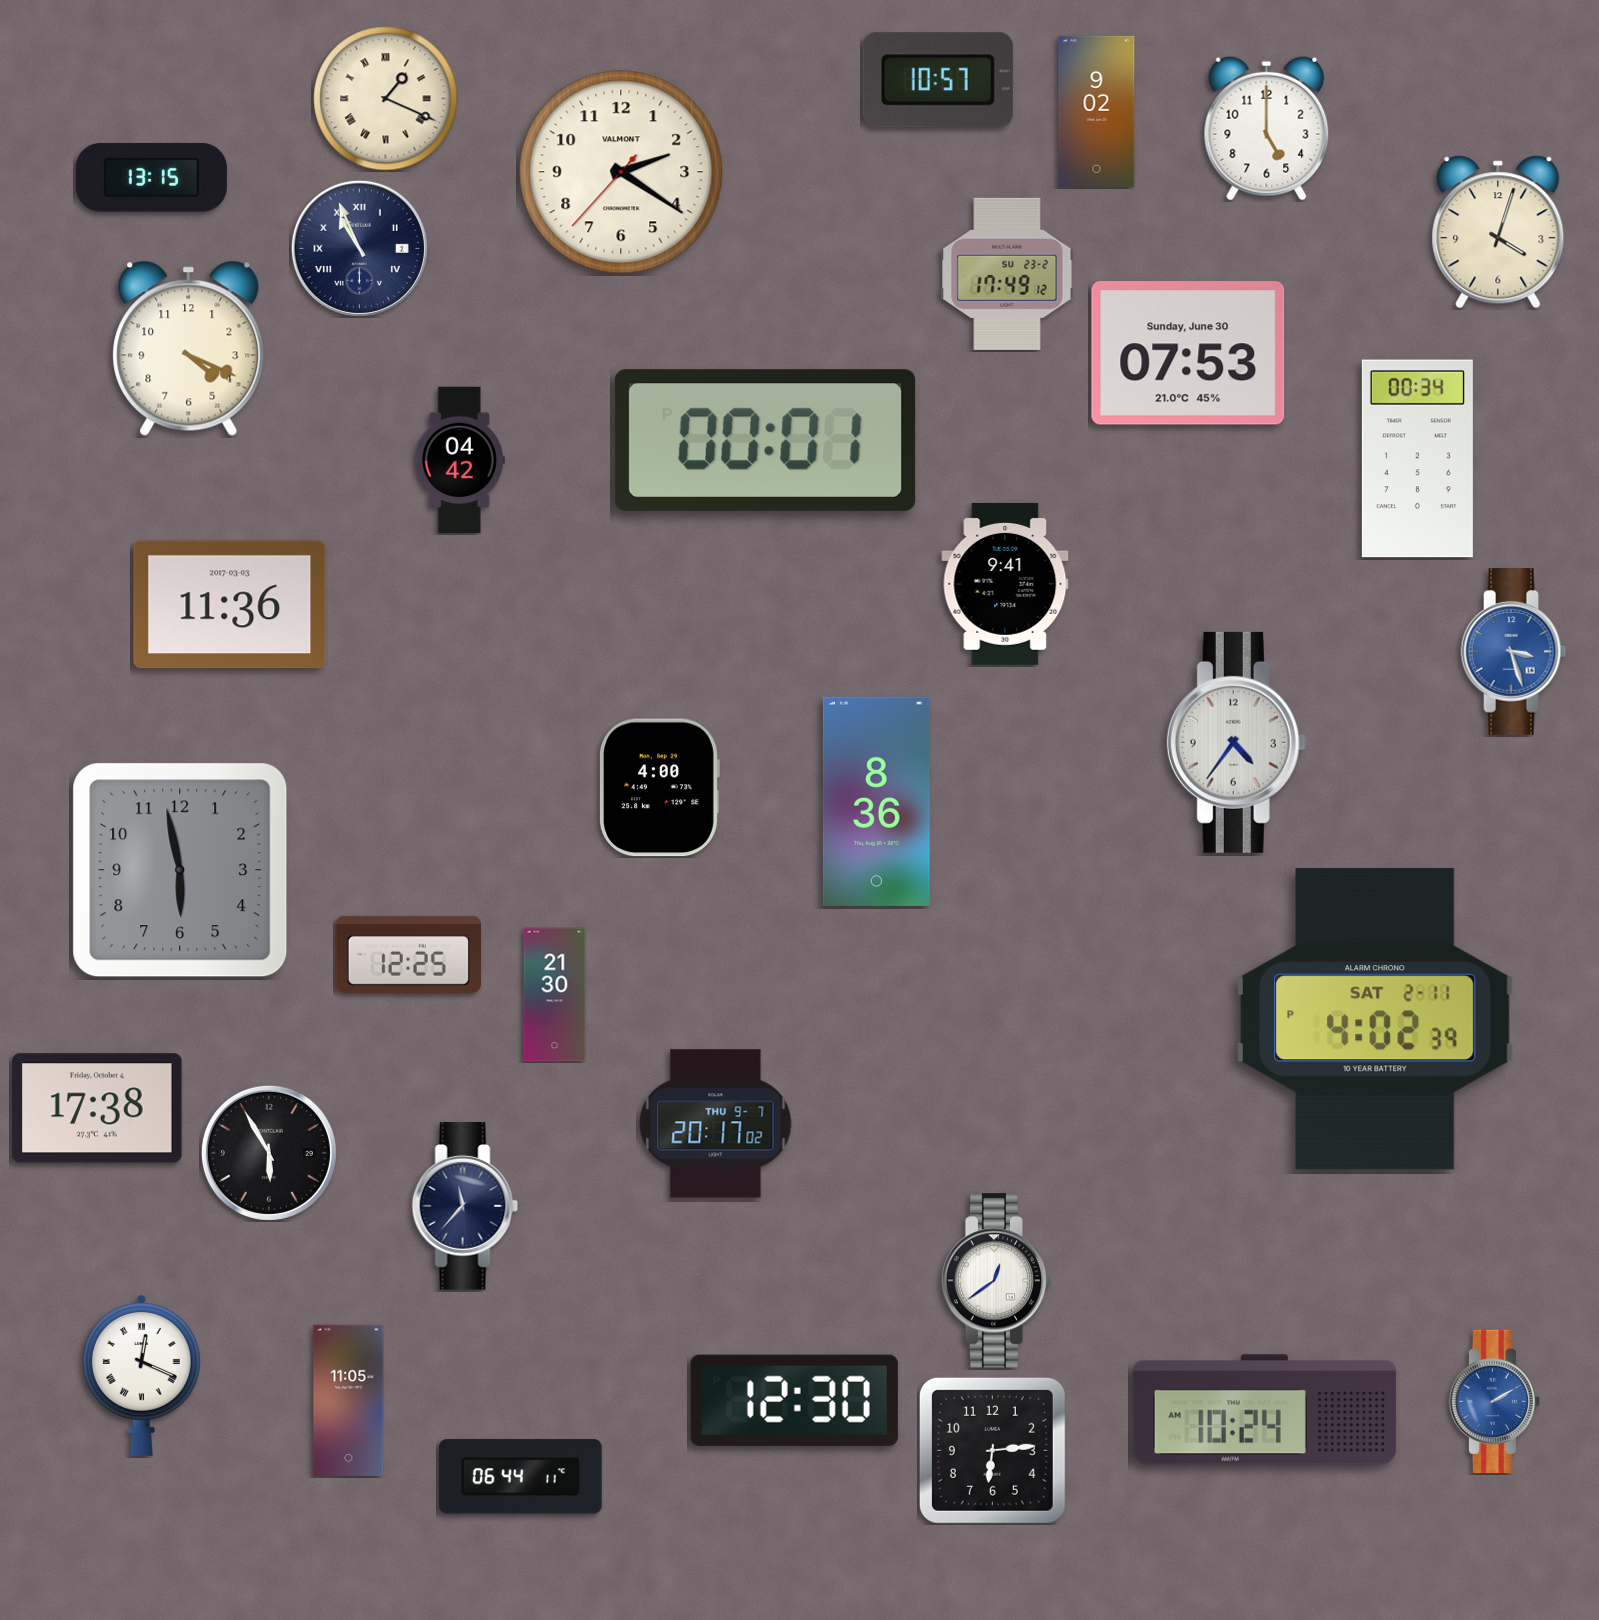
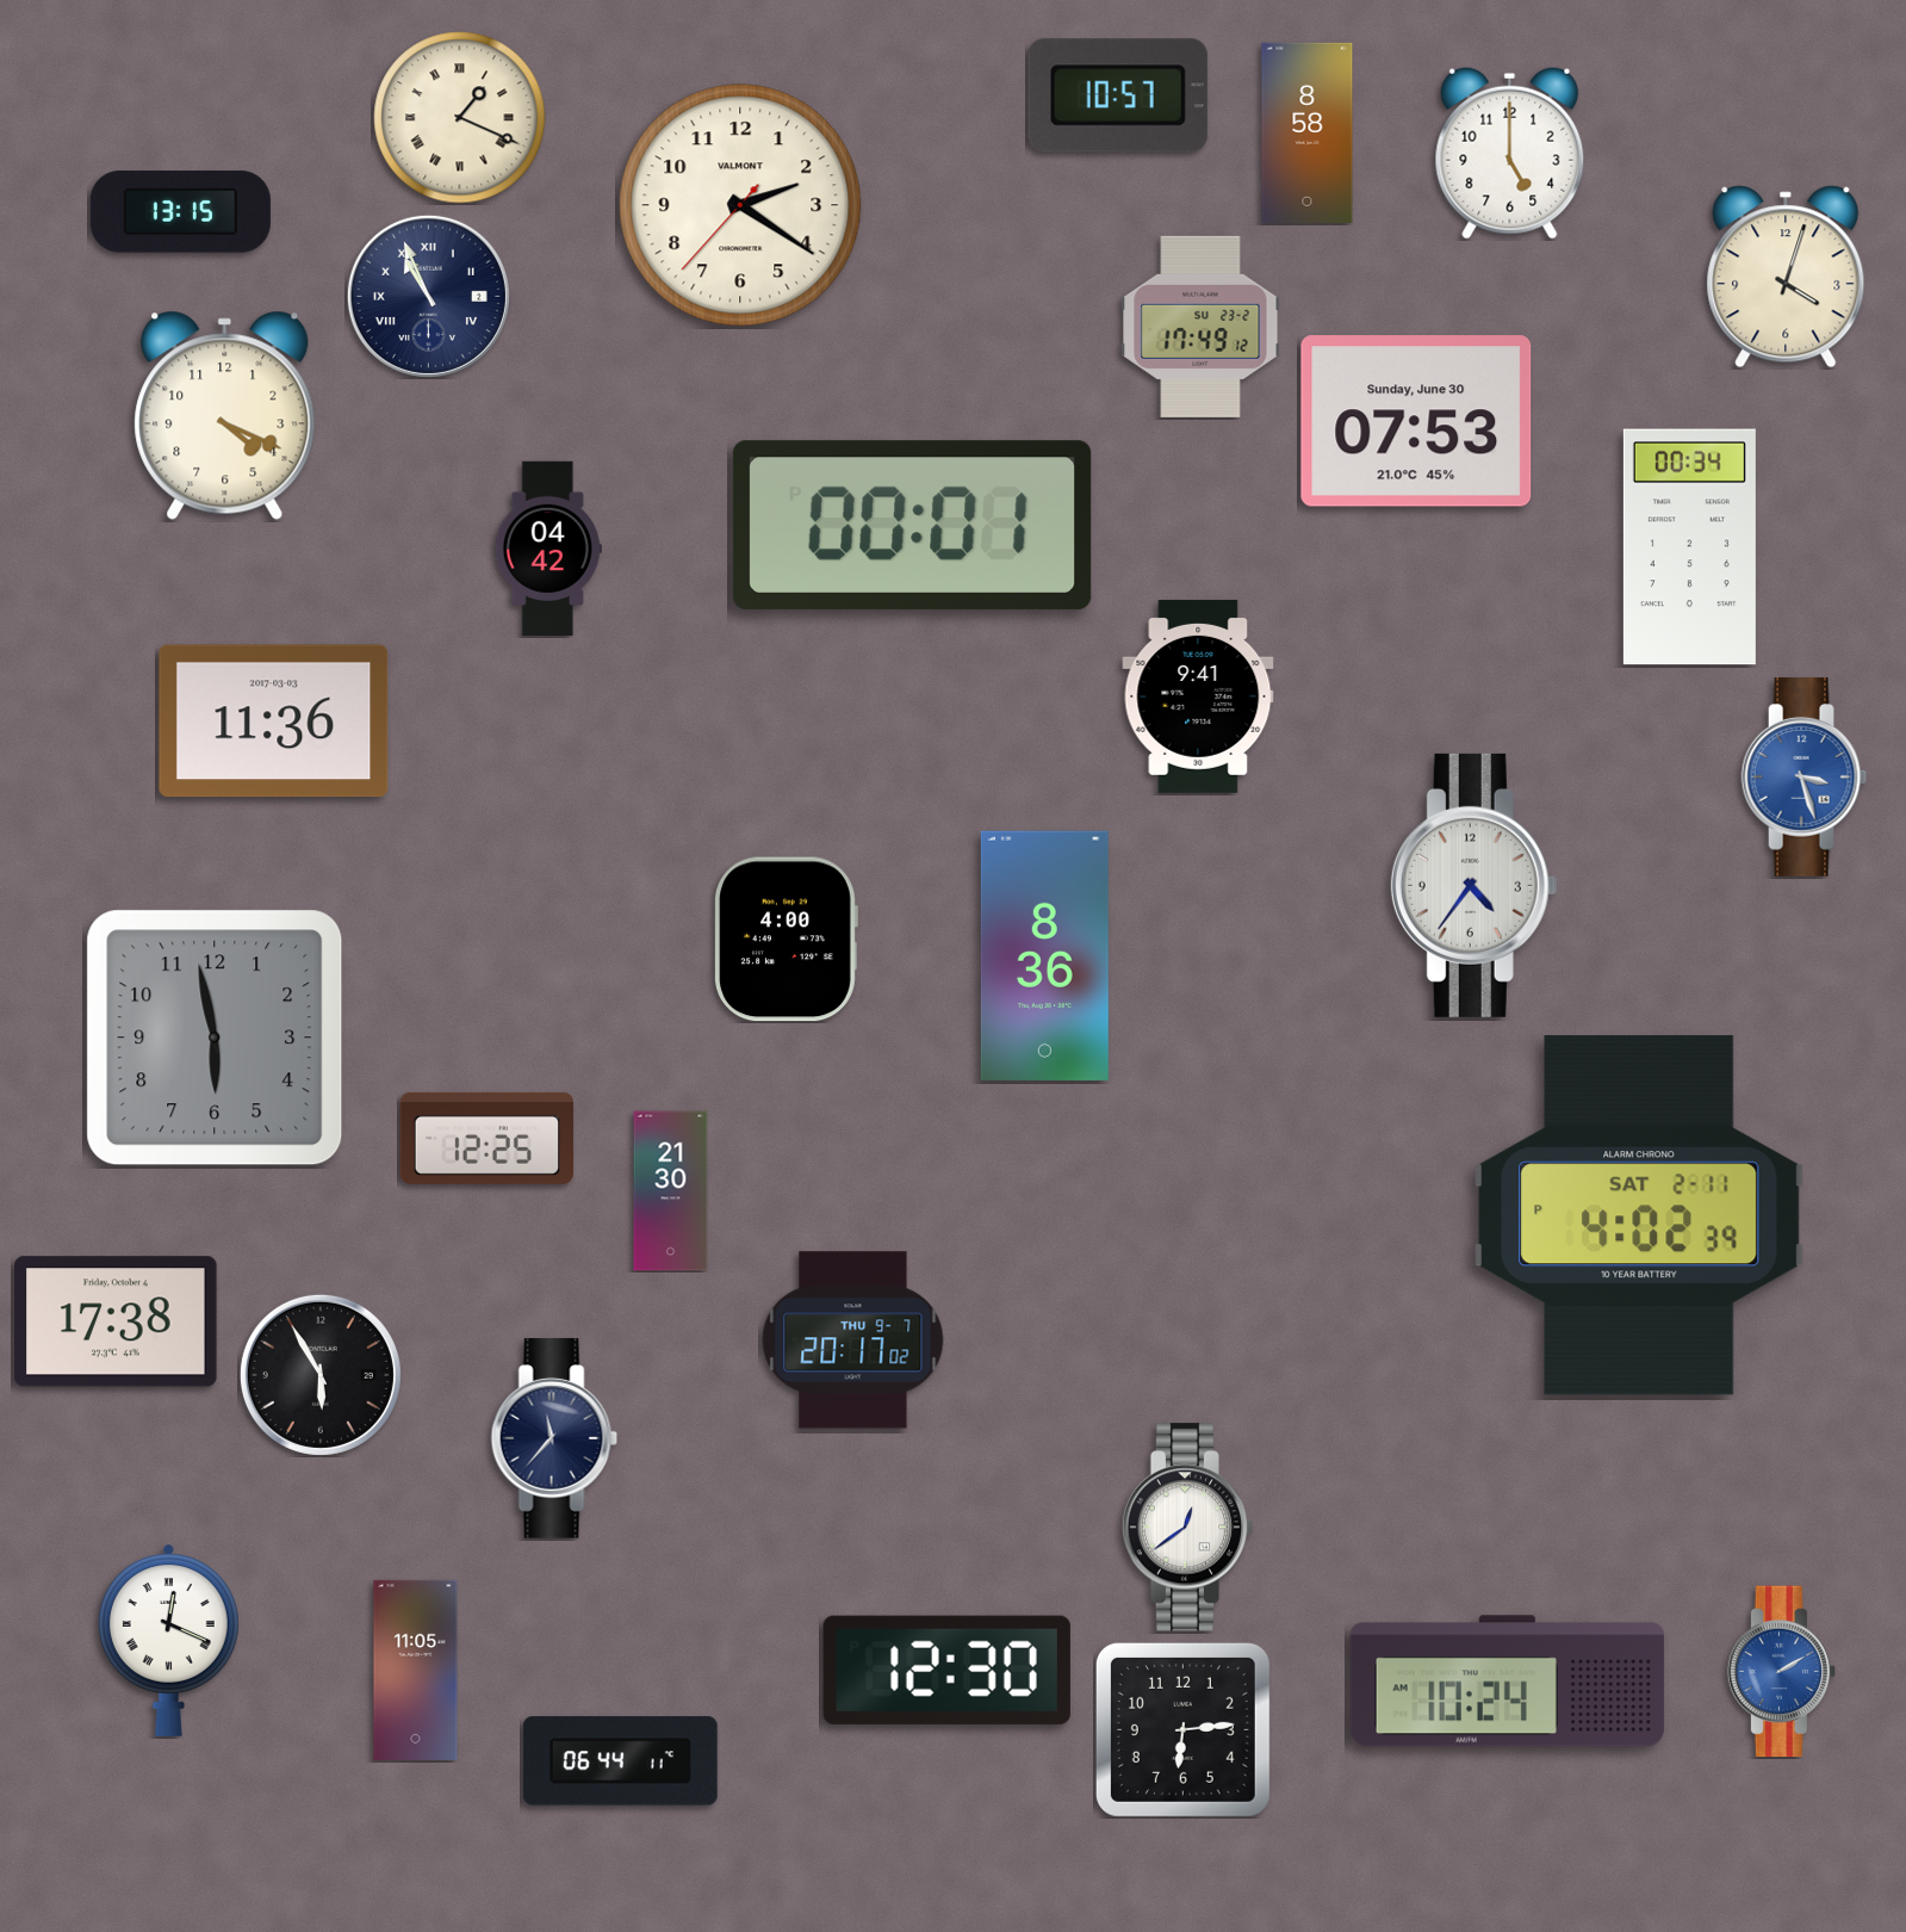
clock at (1097, 111): 9:02 -> 8:58
clock at (555, 995) position: (555, 995) -> (671, 1191)
